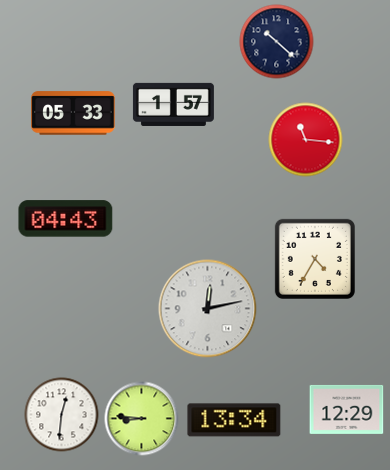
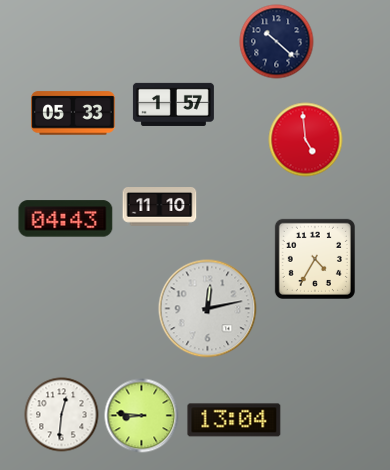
clock at (306, 140): 11:16 -> 4:59
clock at (160, 207): none -> 11:10
clock at (347, 409): 12:29 -> none
clock at (142, 419) position: (142, 419) -> (142, 416)
clock at (234, 420): 13:34 -> 13:04
